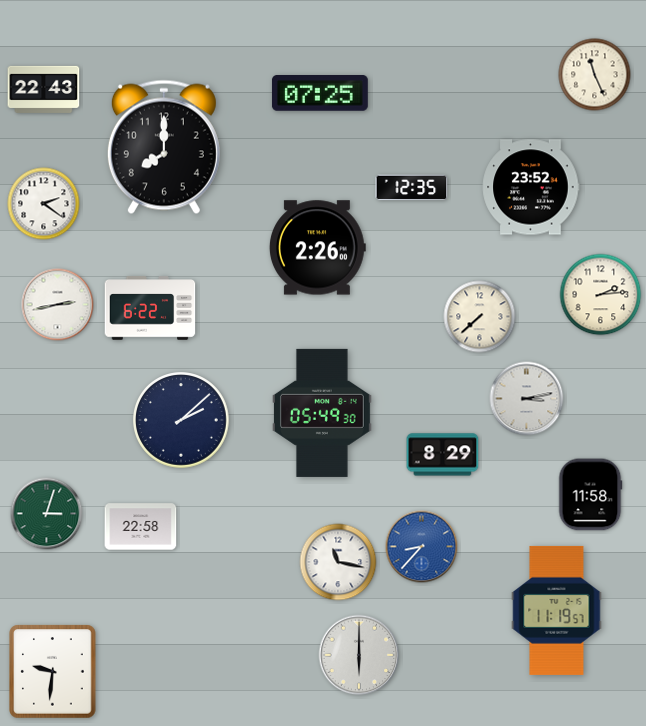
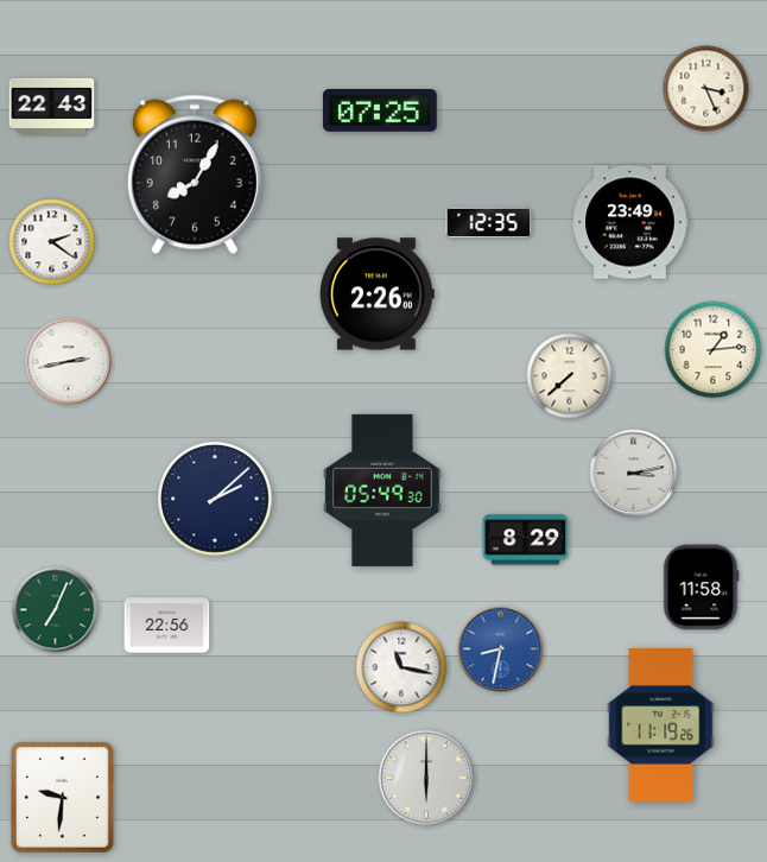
clock at (595, 75): 11:26 -> 3:26
clock at (164, 147): 8:00 -> 8:05
clock at (531, 187): 23:52 -> 23:49
clock at (601, 295): 2:14 -> 1:14
clock at (150, 308): 6:22 -> none
clock at (527, 399) position: (527, 399) -> (634, 474)
clock at (47, 514): 3:03 -> 7:04
clock at (141, 527): 22:58 -> 22:56
clock at (422, 547): 8:37 -> 8:32
clock at (557, 610): 11:19:57 -> 11:19:26
